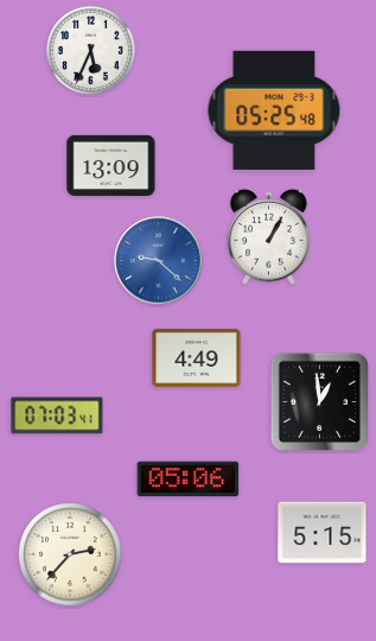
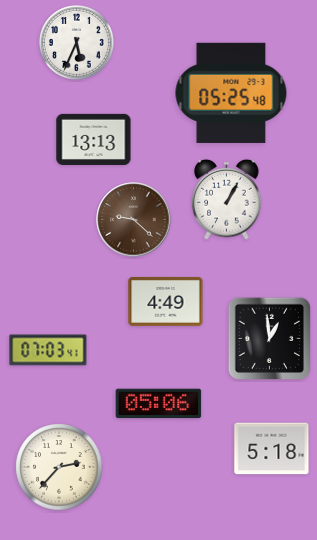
clock at (111, 165): 13:09 -> 13:13
clock at (159, 261) dial: blue -> brown
clock at (323, 533): 5:15 -> 5:18
